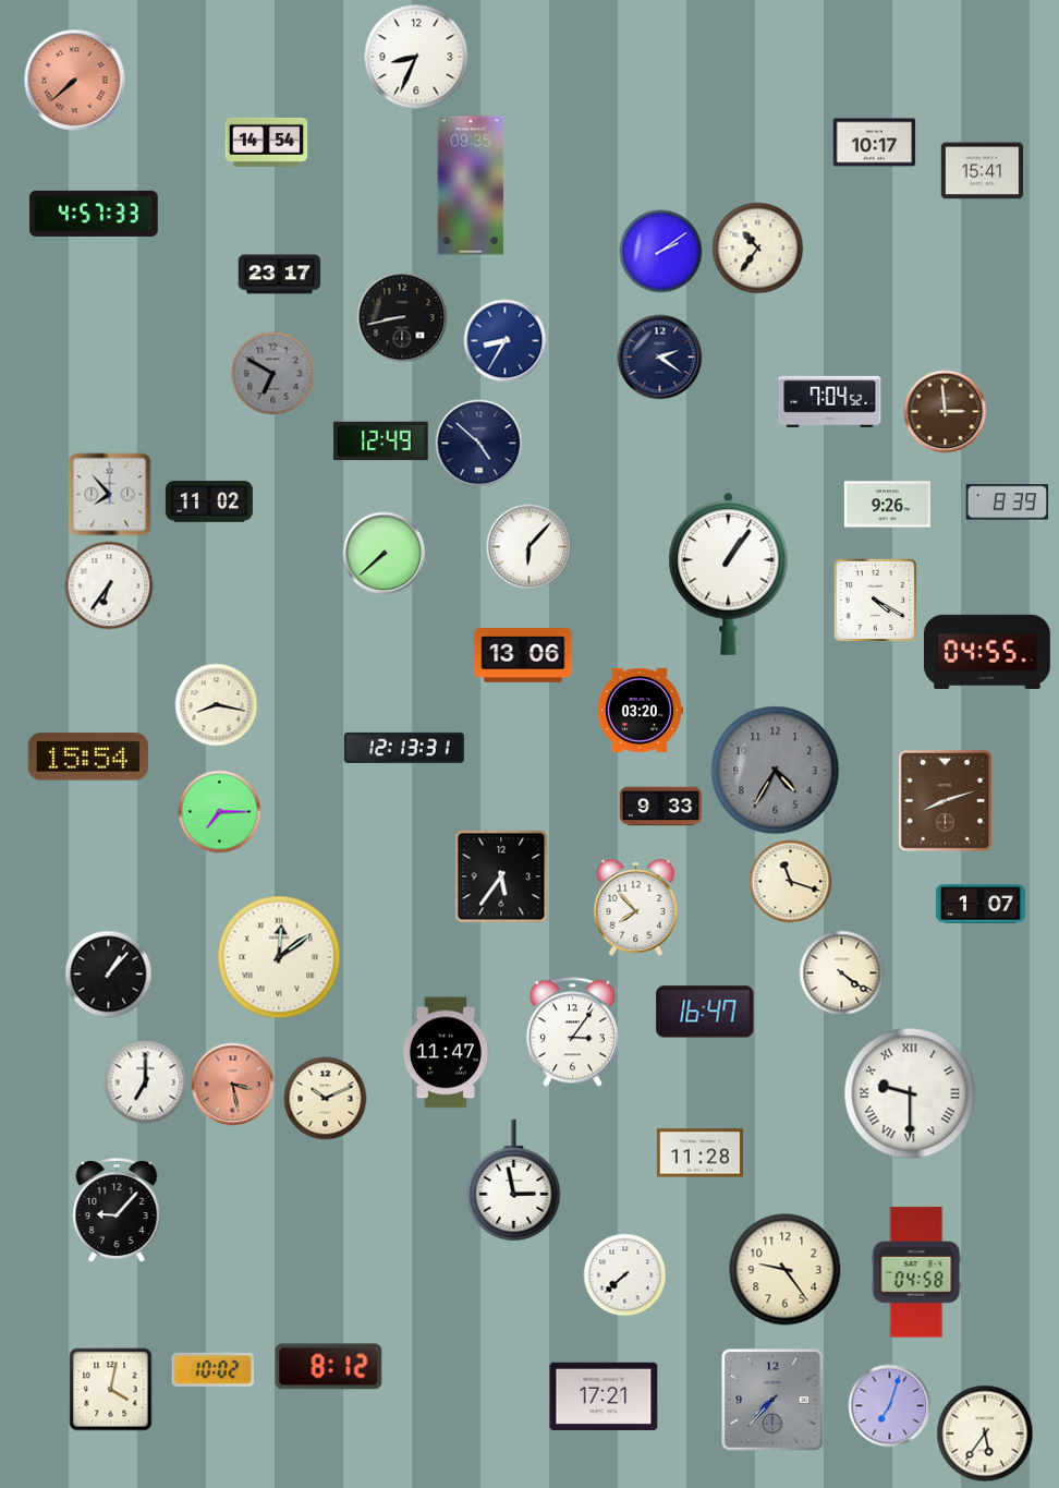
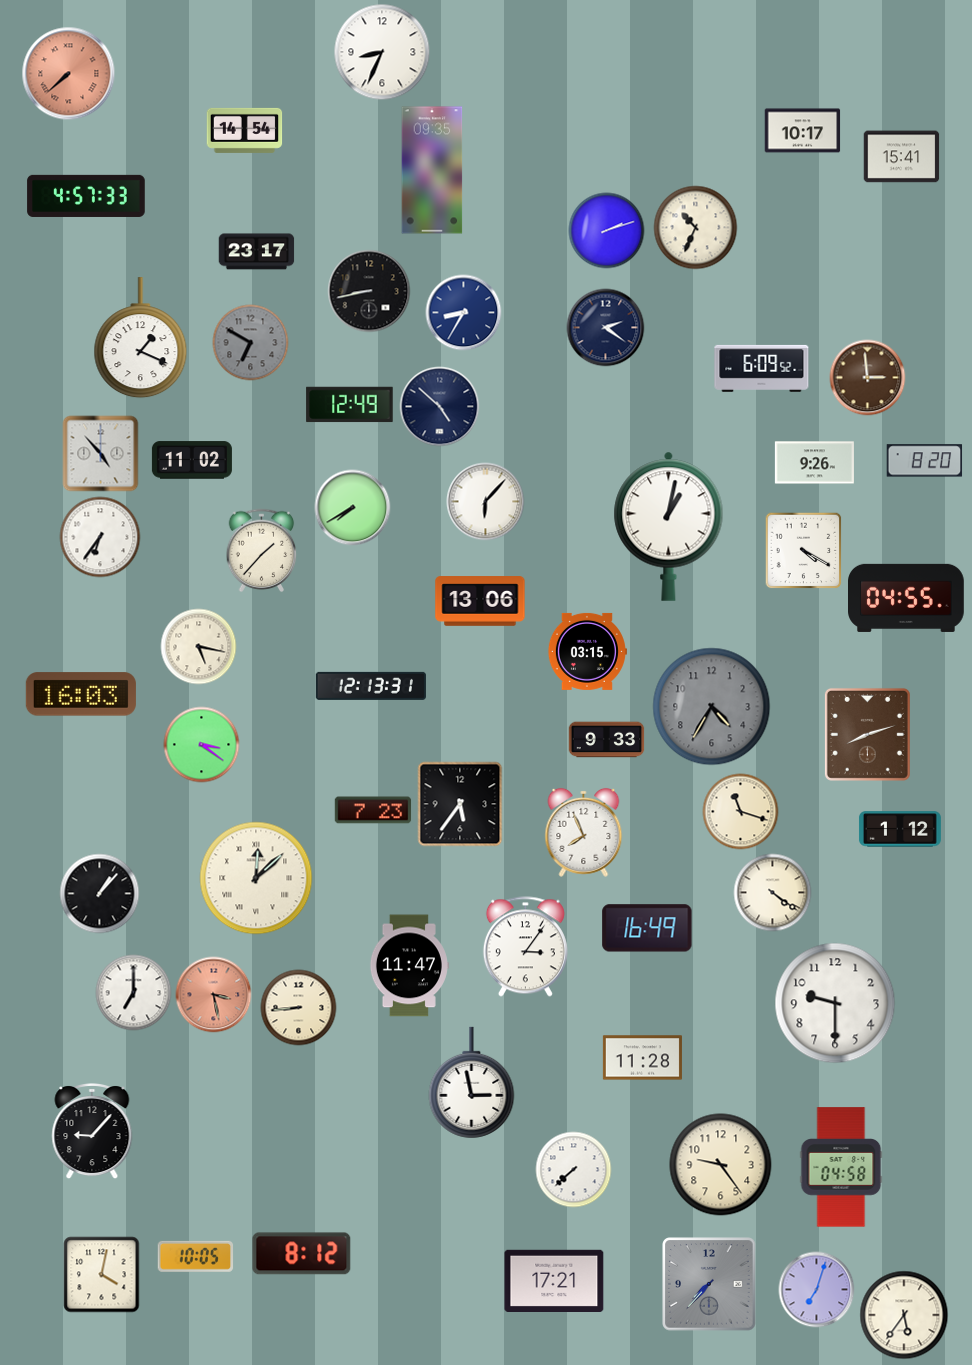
clock at (758, 249): 10:36 -> 10:34
clock at (661, 252): 2:09 -> 2:12
clock at (141, 338): none -> 1:19
clock at (830, 401): 7:04 -> 6:09
clock at (110, 495): 7:53 -> 4:53
clock at (1008, 503): 8:39 -> 8:20
clock at (385, 554): 7:38 -> 7:40
clock at (729, 573): 1:06 -> 1:02
clock at (262, 551): none -> 1:37
clock at (217, 705): 8:17 -> 5:17
clock at (640, 710): 03:20 -> 03:15
clock at (88, 757): 15:54 -> 16:03
clock at (220, 812): 7:15 -> 3:21
clock at (791, 882) position: (791, 882) -> (741, 812)
clock at (373, 810): none -> 7:23
clock at (981, 904): 1:07 -> 1:12
clock at (636, 907): 7:53 -> 7:56
clock at (279, 957): 12:09 -> 12:08
clock at (705, 1012): 16:47 -> 16:49
clock at (910, 1093) numerals: Roman -> Arabic
clock at (326, 1099): 10:11 -> 8:44
clock at (117, 1211) position: (117, 1211) -> (92, 1132)
clock at (214, 1369): 10:02 -> 10:05
